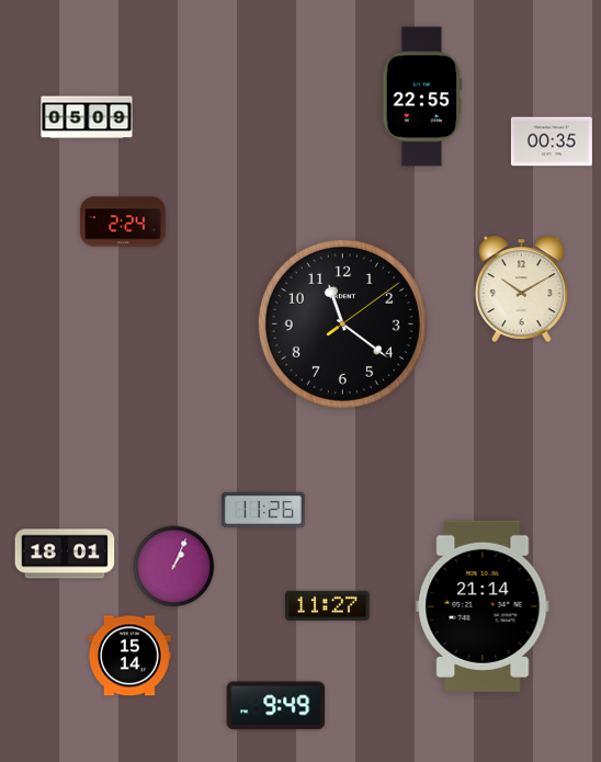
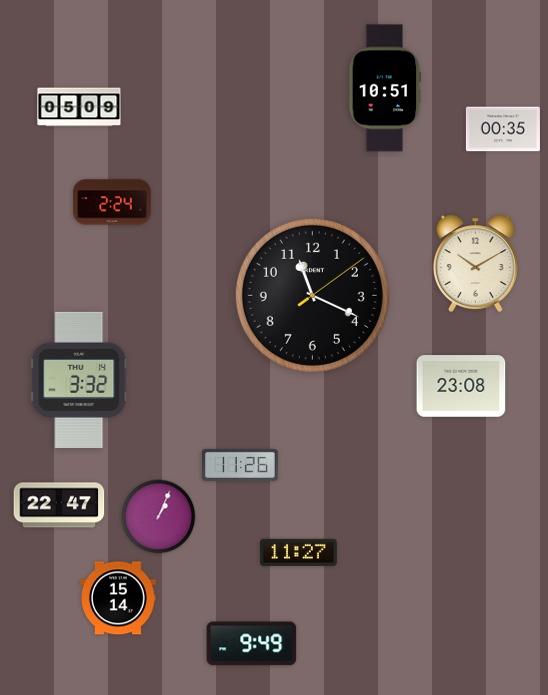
clock at (422, 96): 22:55 -> 10:51
clock at (342, 323): 11:21 -> 11:19
clock at (79, 380): none -> 3:32
clock at (461, 386): none -> 23:08
clock at (65, 554): 18:01 -> 22:47
clock at (483, 606): 21:14 -> none
